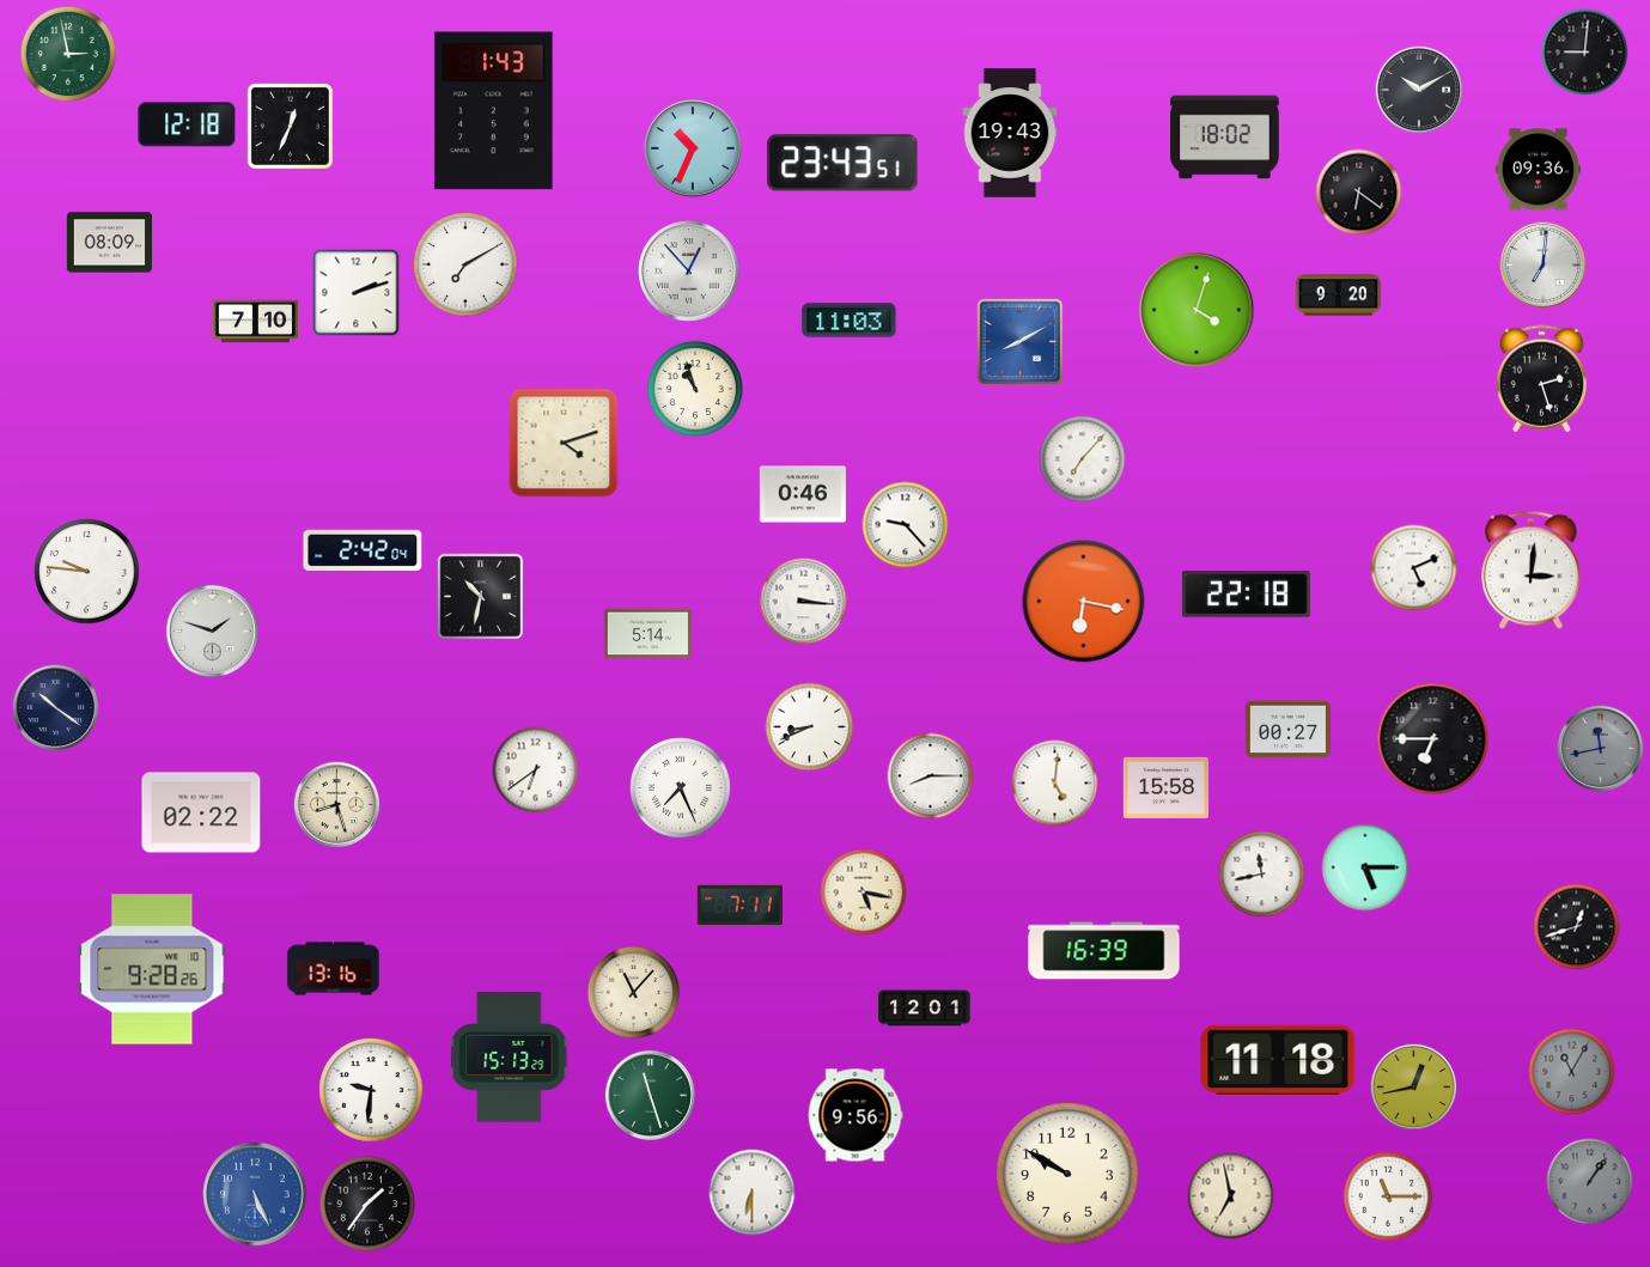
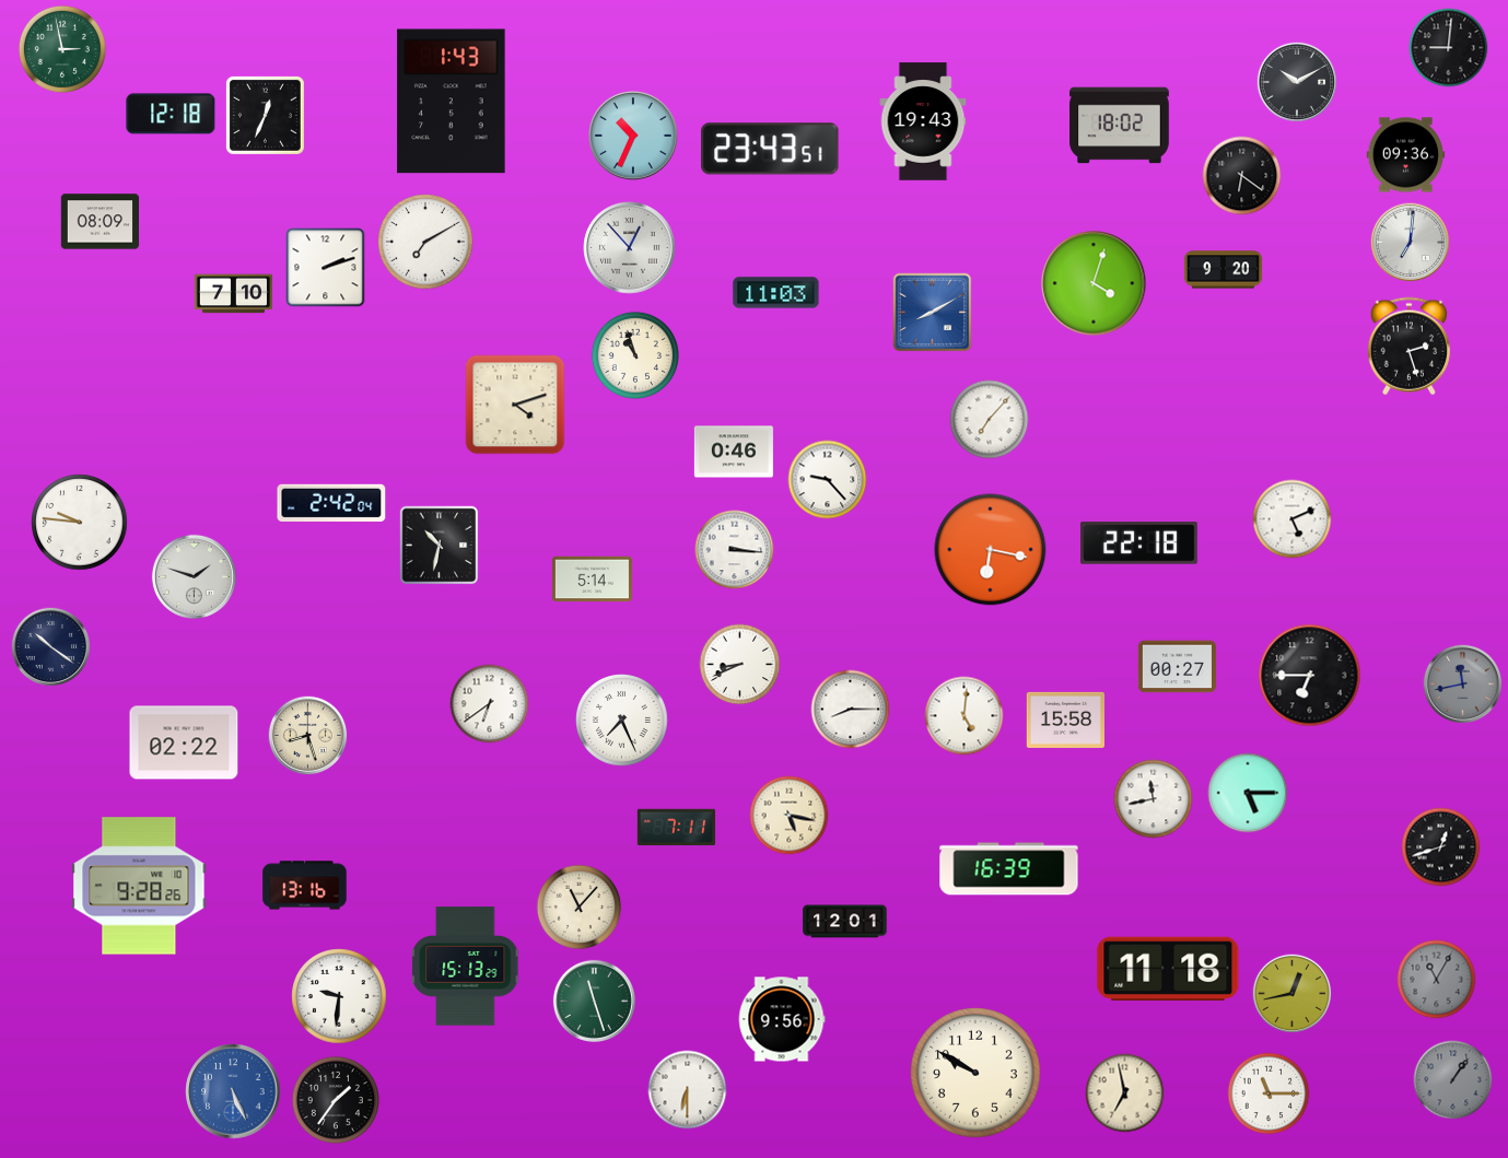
clock at (1532, 571): 3:01 -> none
